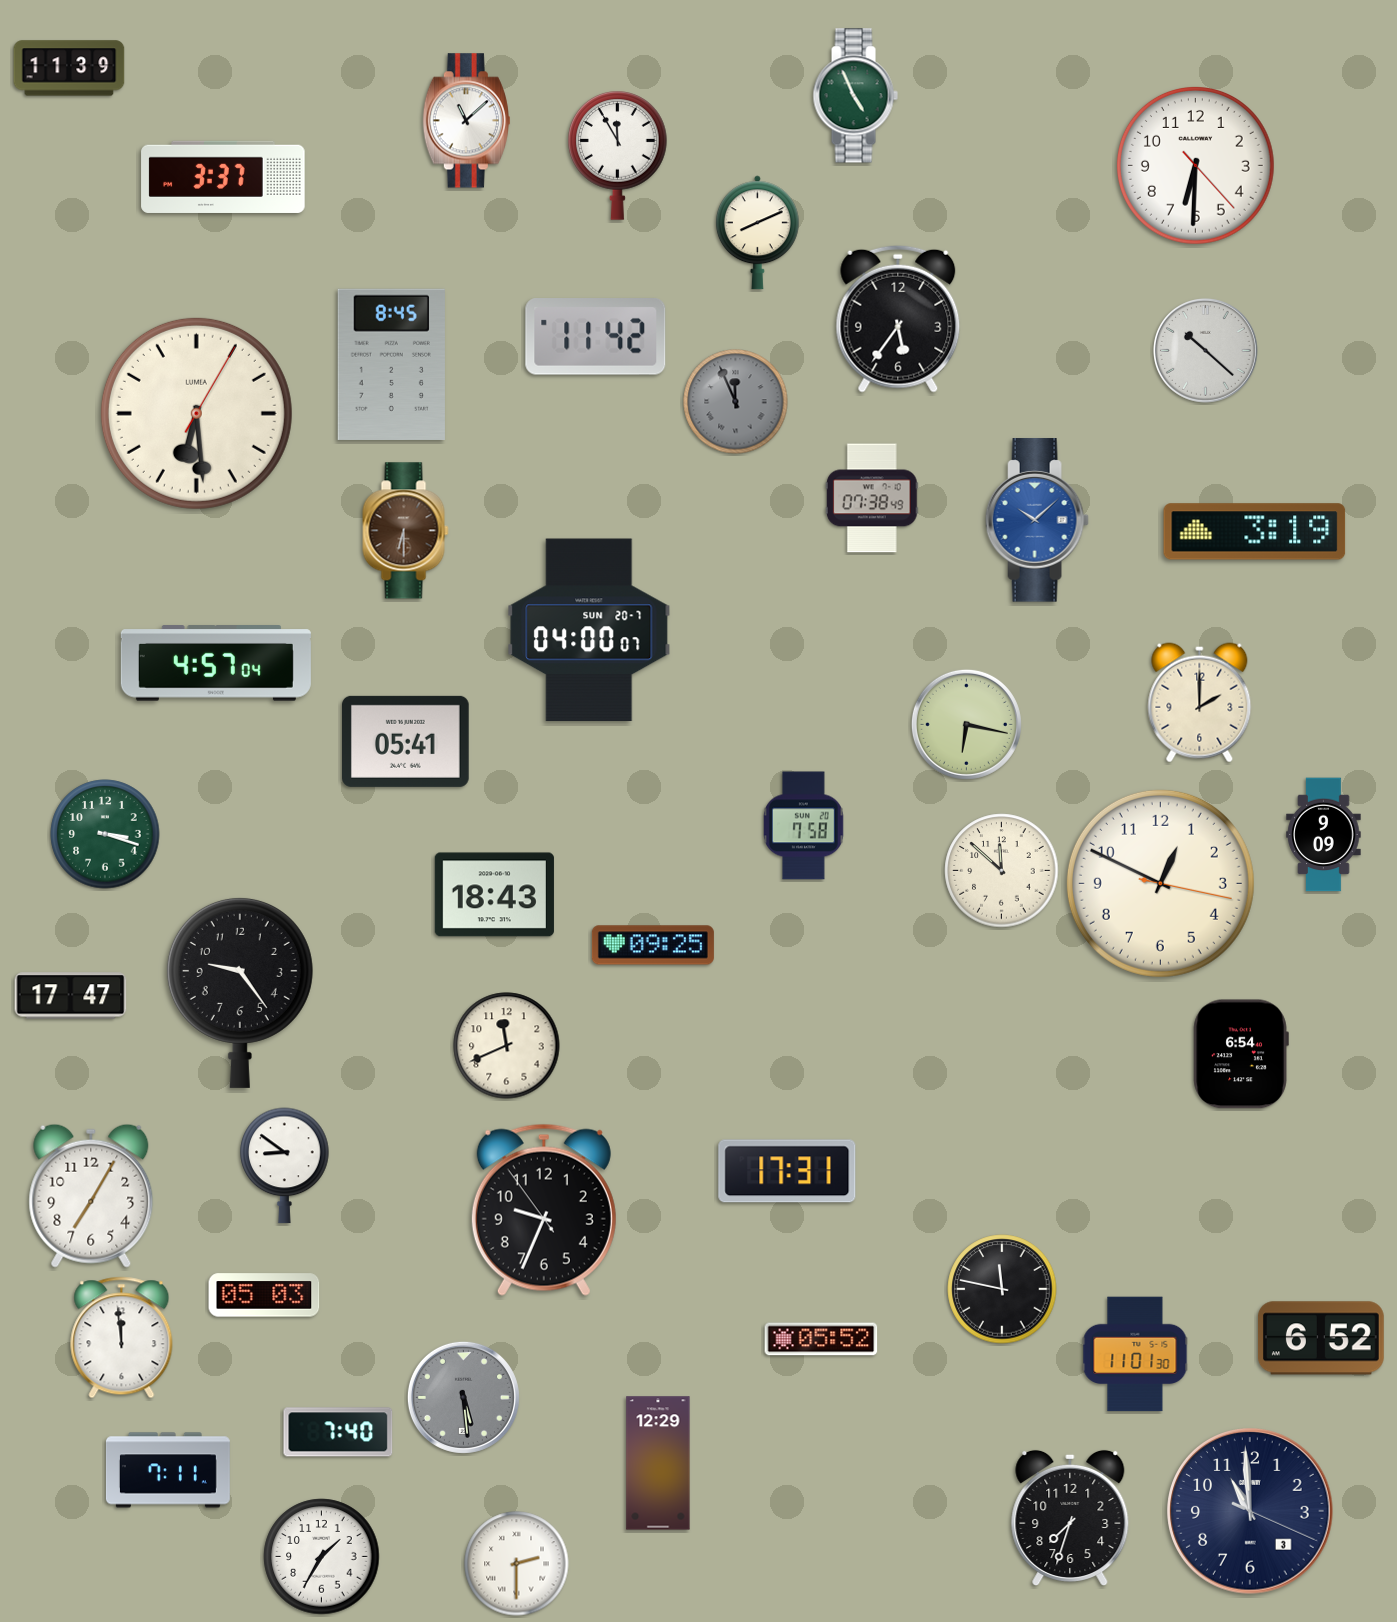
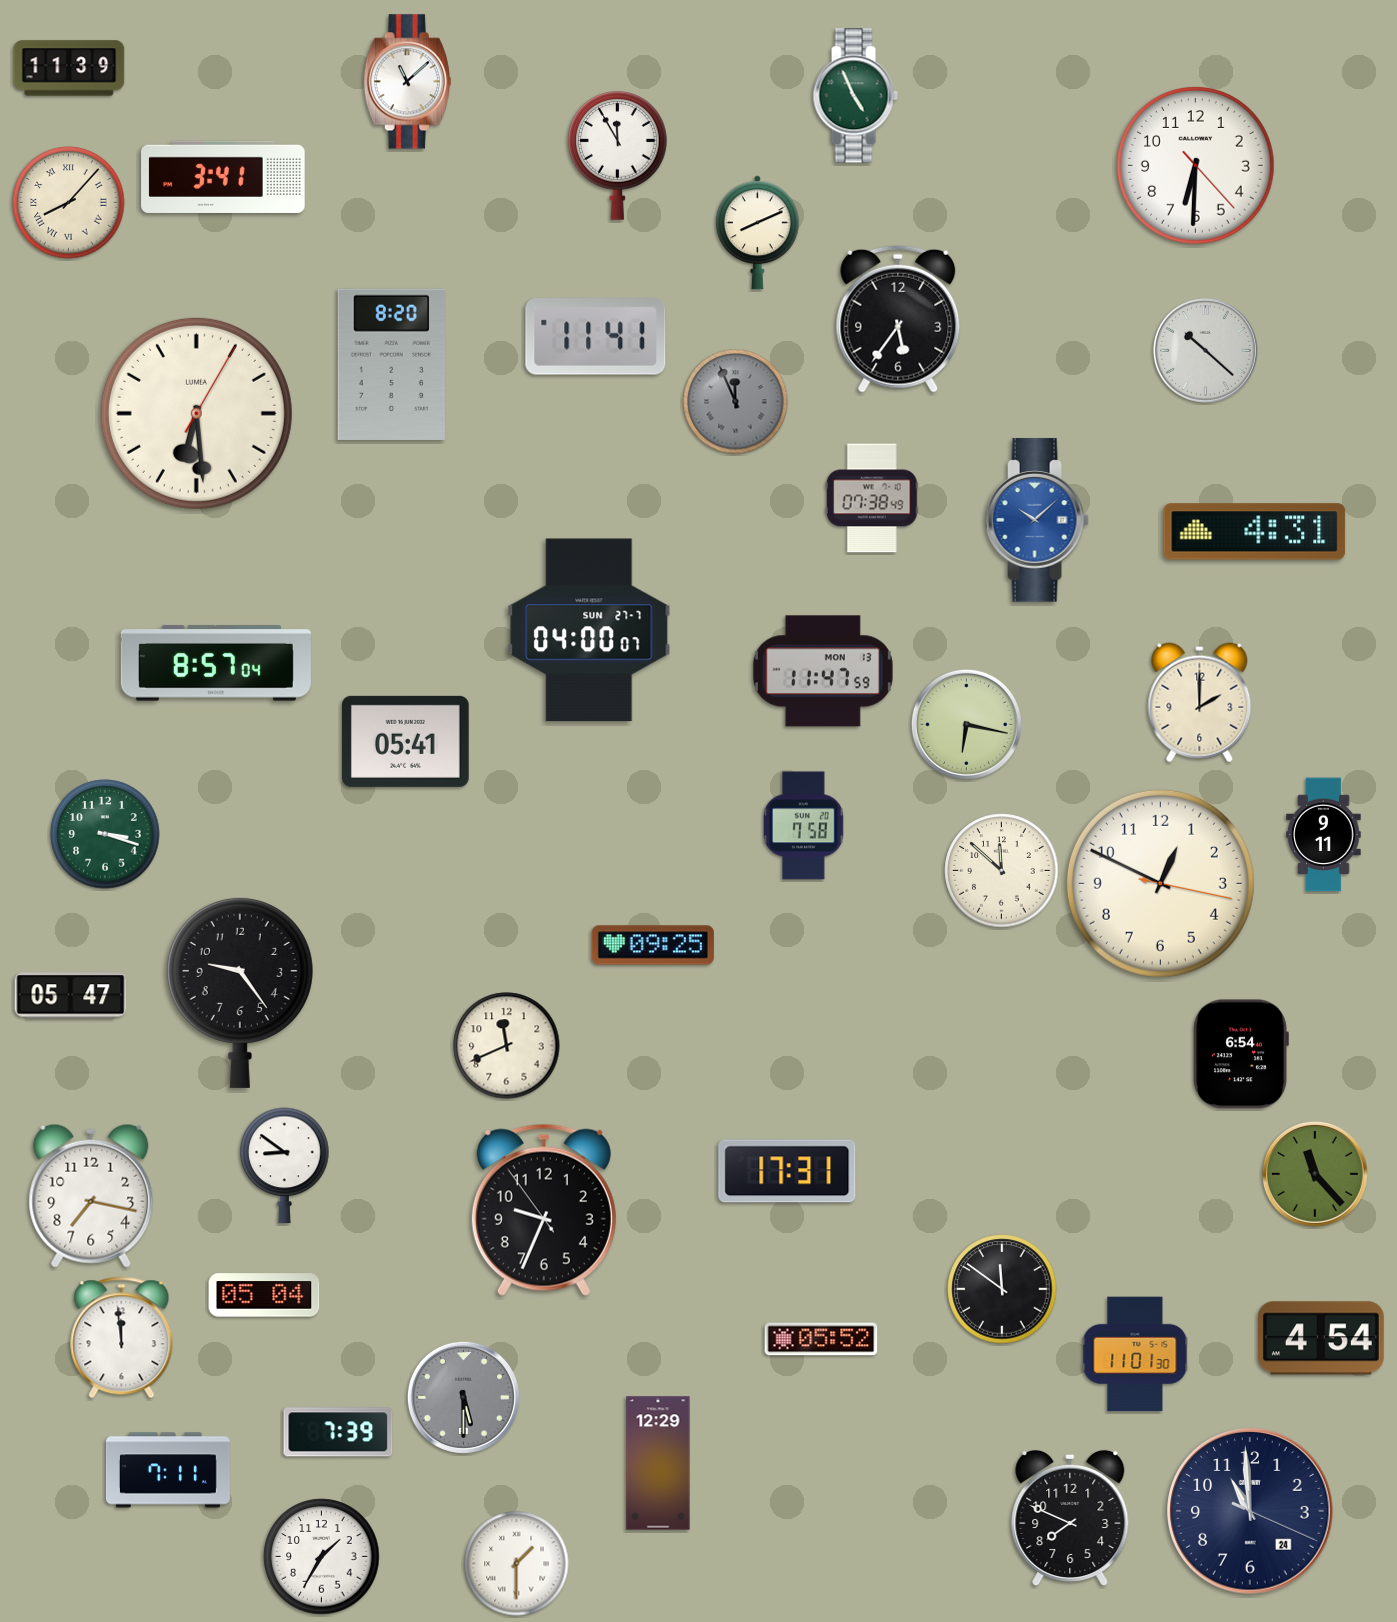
clock at (466, 121) position: (466, 121) -> (407, 82)
clock at (223, 176): 3:37 -> 3:41
clock at (69, 203): none -> 8:07
clock at (596, 337): 11:42 -> 11:41
clock at (391, 364): 8:45 -> 8:20
clock at (406, 531): 6:30 -> none
clock at (1255, 532): 3:19 -> 4:31
clock at (589, 630) date: SUN 20-7 -> SUN 27-7
clock at (216, 663): 4:57 -> 8:57
clock at (823, 671): none -> 11:47
clock at (1324, 835): 9:09 -> 9:11
clock at (494, 895): 18:43 -> none
clock at (71, 996): 17:47 -> 05:47
clock at (1315, 1174): none -> 11:23
clock at (91, 1196): 7:05 -> 7:17
clock at (1002, 1289): 11:47 -> 11:51
clock at (264, 1295): 05:03 -> 05:04
clock at (1321, 1338): 6:52 -> 4:54
clock at (463, 1397): 5:29 -> 5:30
clock at (338, 1432): 7:40 -> 7:39
clock at (1250, 1511) date: 3 -> 24
clock at (1070, 1517): 7:33 -> 7:49
clock at (517, 1564): 2:30 -> 1:30
